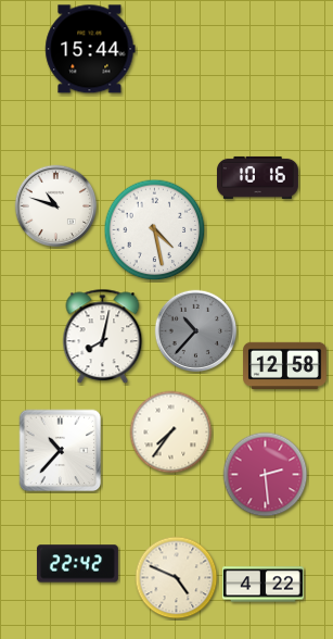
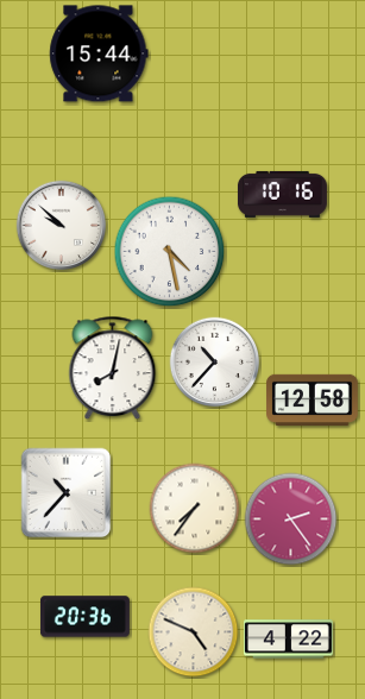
clock at (56, 206): 10:48 -> 9:52
clock at (196, 331) dial: grey -> white
clock at (171, 433) position: (171, 433) -> (195, 509)
clock at (266, 475): 2:29 -> 2:24
clock at (77, 564): 22:42 -> 20:36
